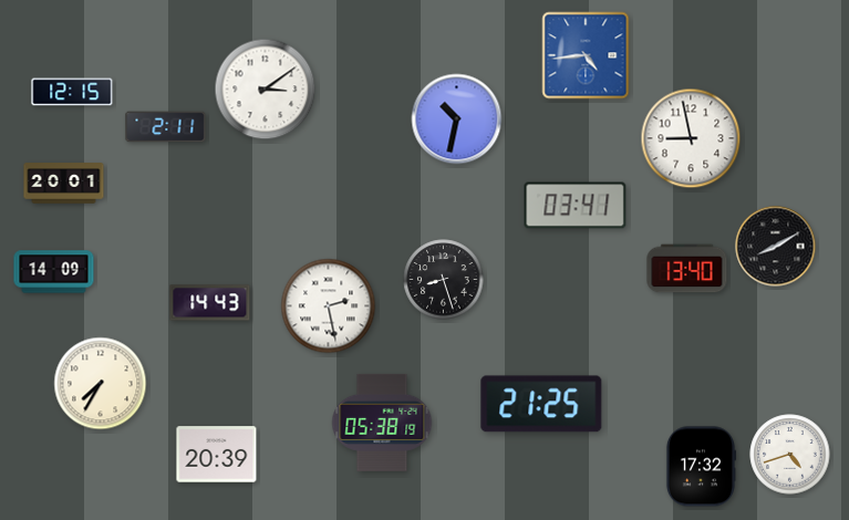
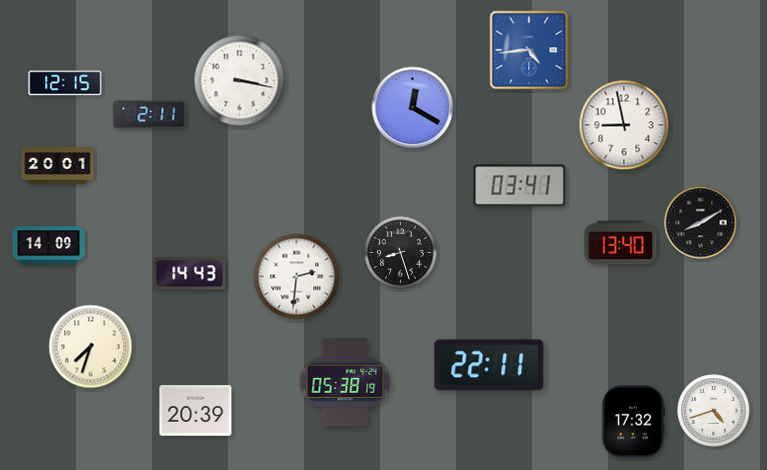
clock at (266, 90): 3:09 -> 3:17
clock at (457, 119): 10:32 -> 12:20
clock at (329, 306): 2:28 -> 2:31
clock at (101, 384): 7:35 -> 7:33
clock at (541, 404): 21:25 -> 22:11
